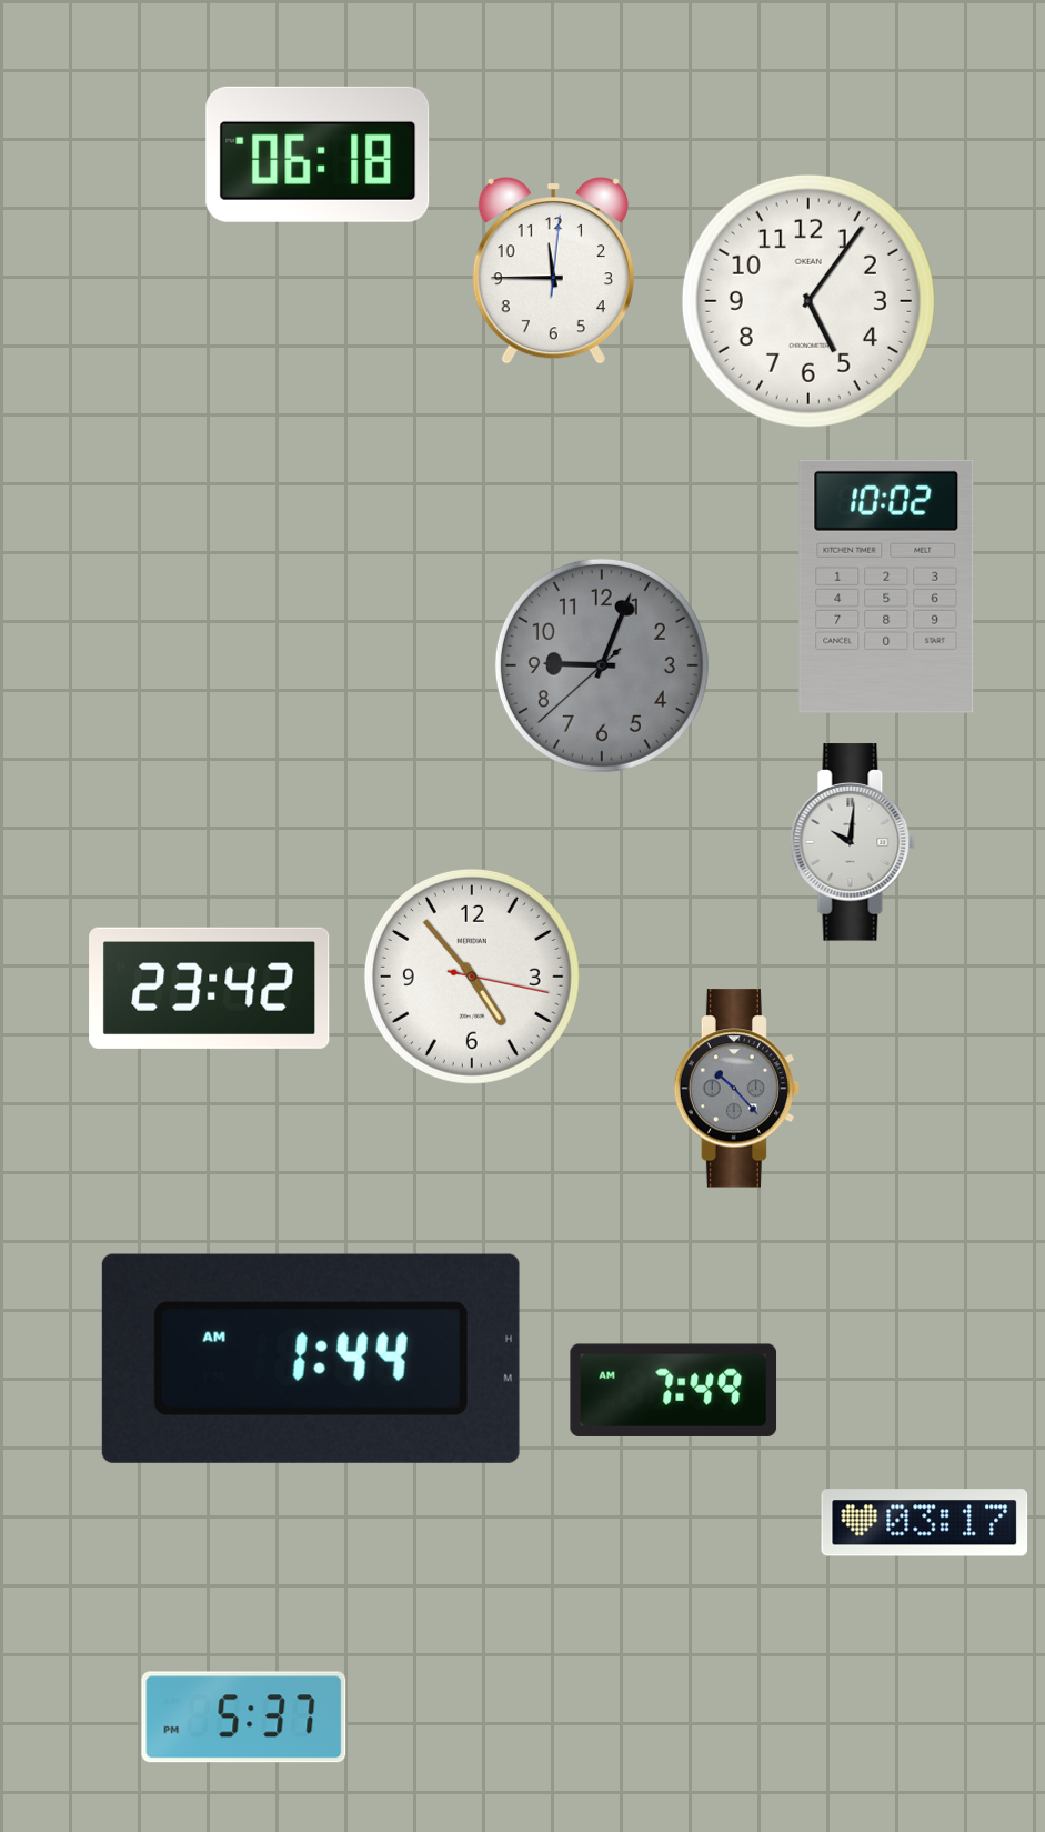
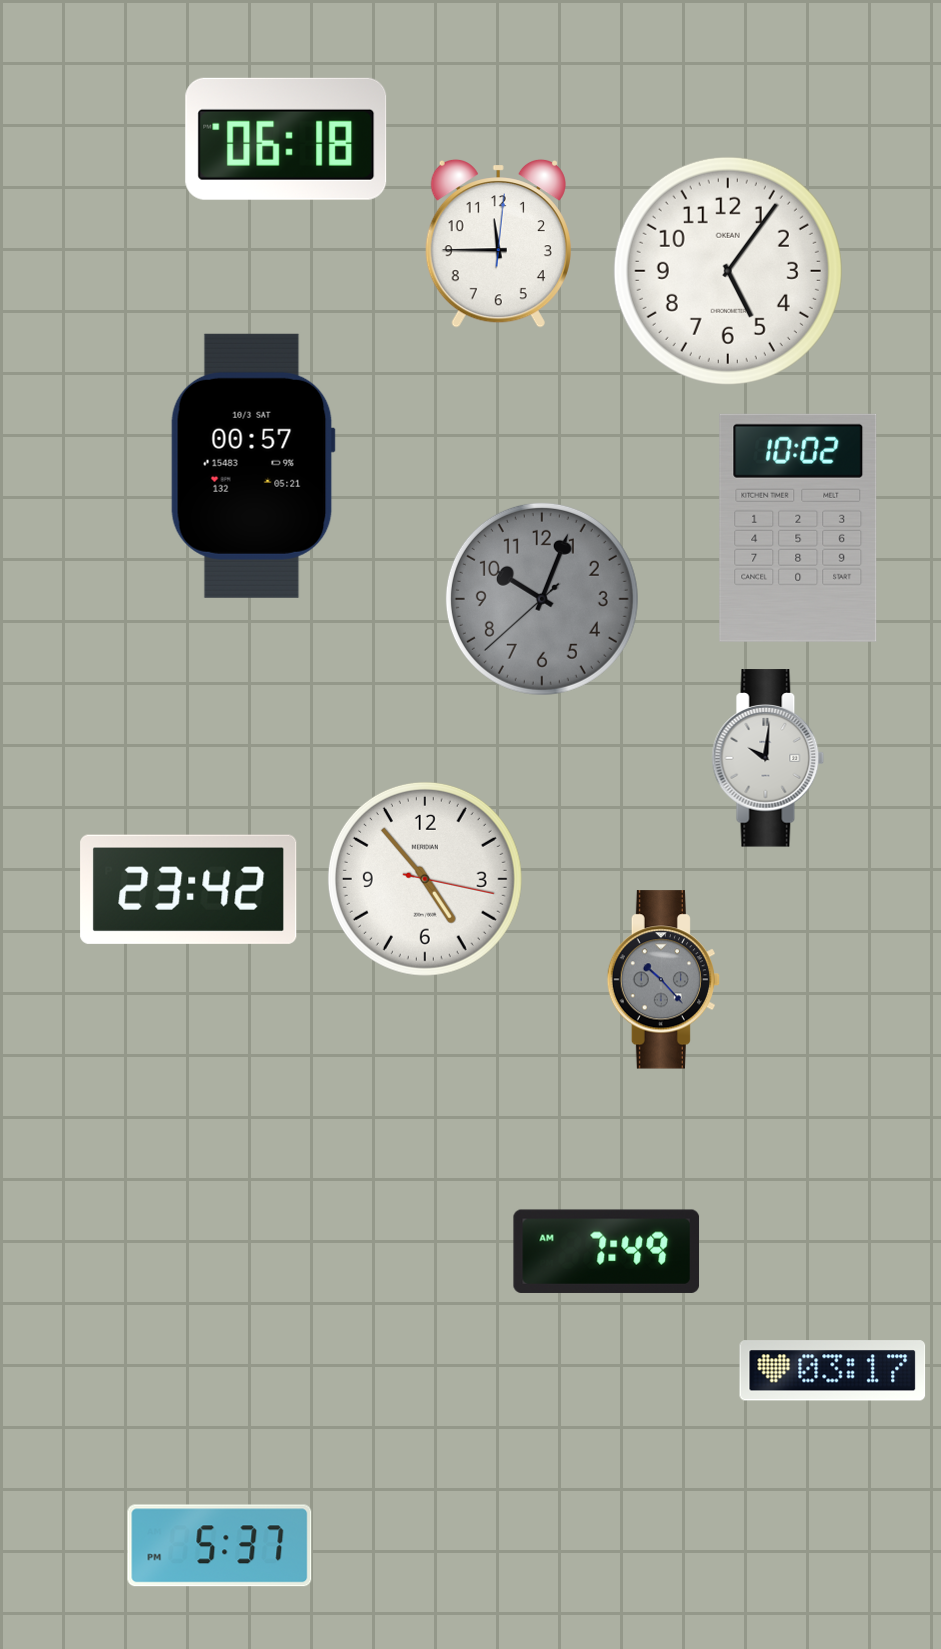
clock at (253, 466): none -> 00:57
clock at (602, 665): 9:03 -> 10:03
clock at (311, 1359): 1:44 -> none
